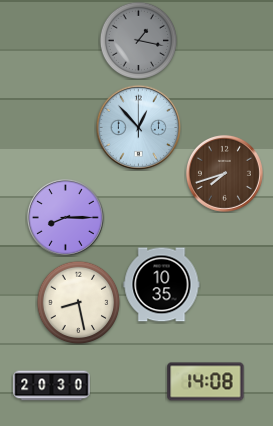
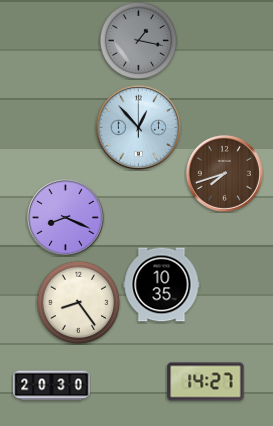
clock at (65, 217): 8:15 -> 8:19
clock at (78, 302): 8:28 -> 8:24
clock at (206, 382): 14:08 -> 14:27
